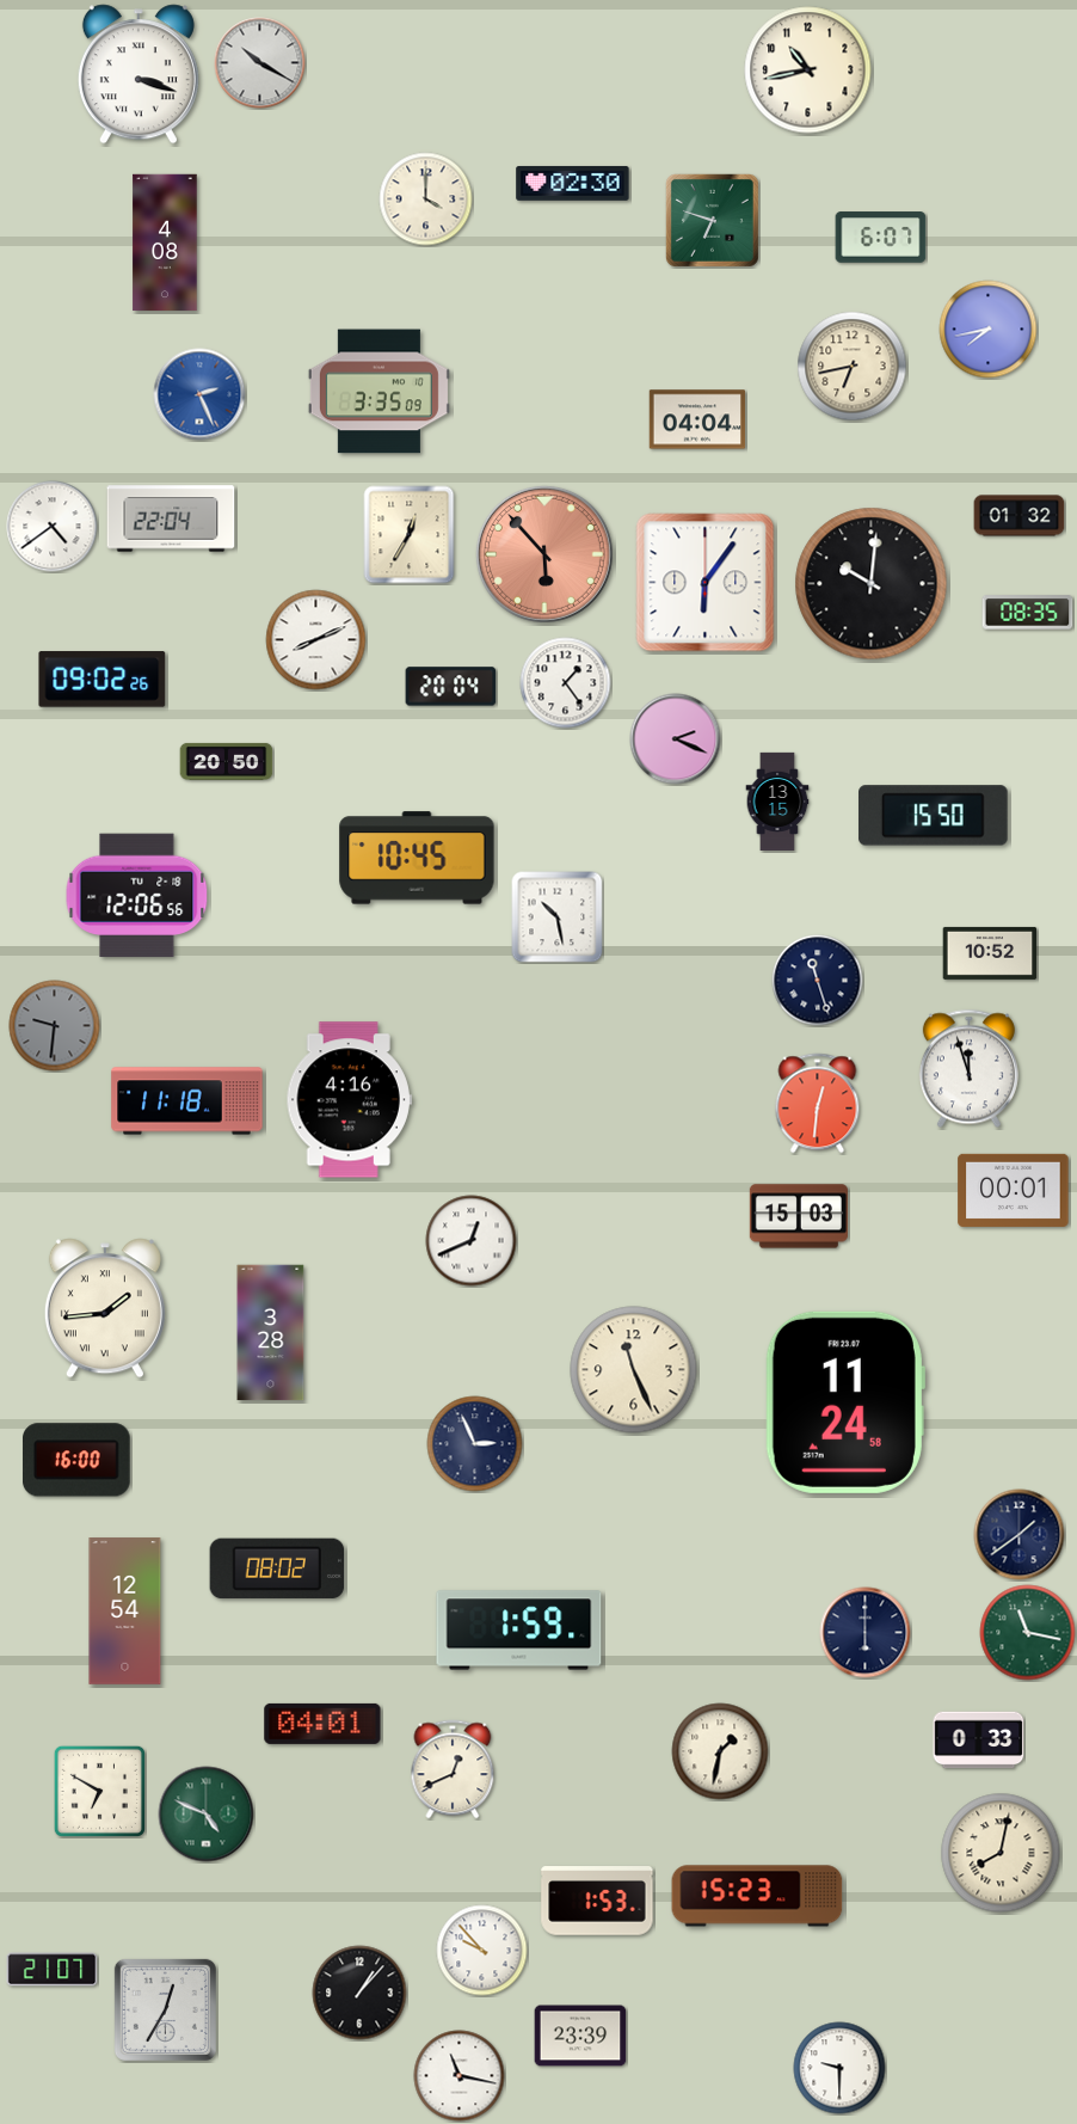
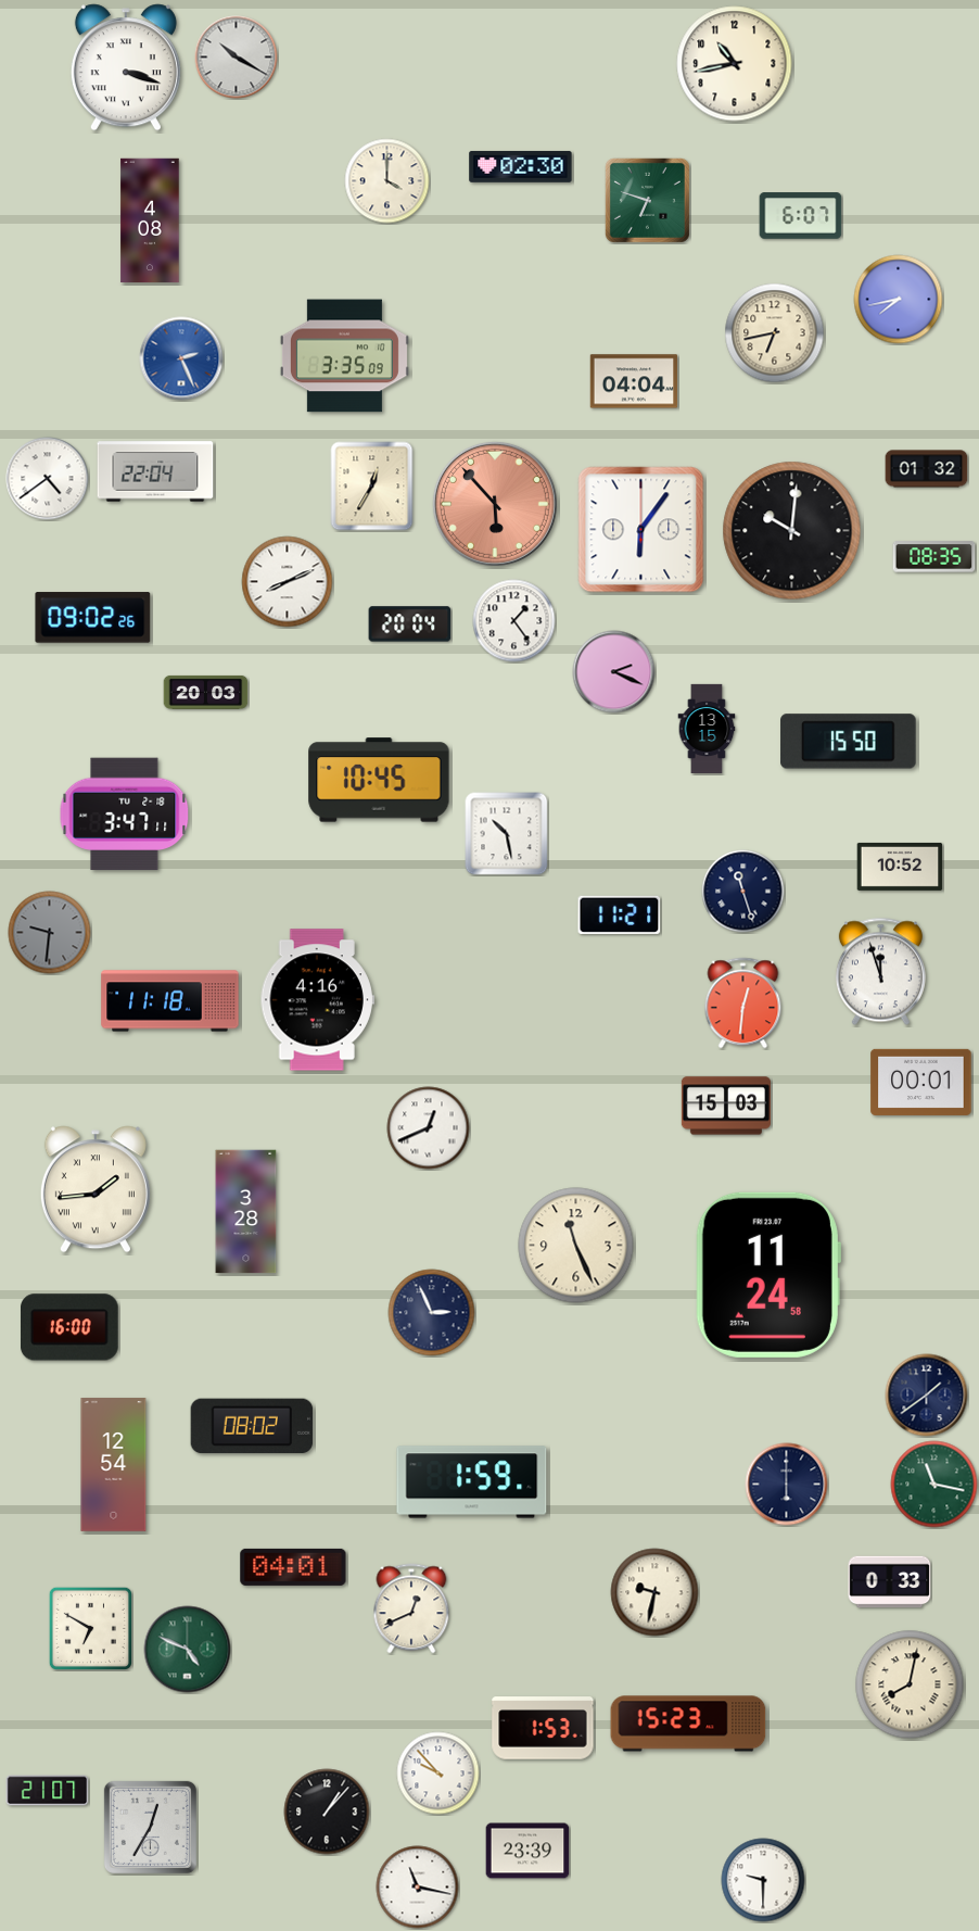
clock at (227, 761): 20:50 -> 20:03
clock at (137, 896): 12:06 -> 3:47
clock at (620, 914): none -> 11:21
clock at (720, 1751): 1:32 -> 9:32
